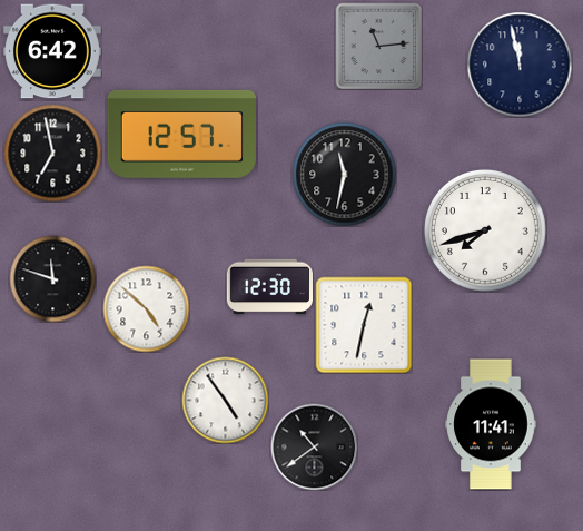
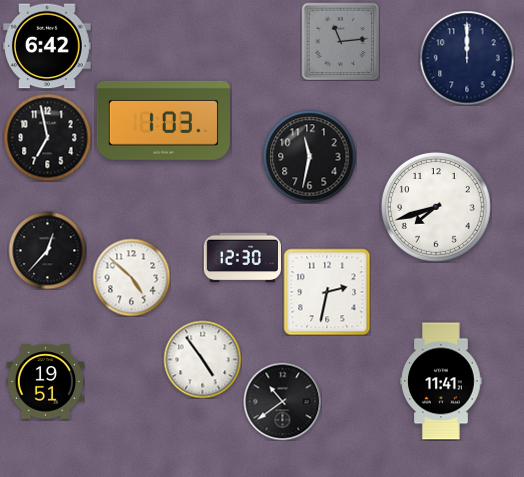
clock at (520, 65): 11:58 -> 12:00
clock at (181, 134): 12:57 -> 1:03
clock at (52, 278): 11:48 -> 12:37
clock at (364, 325): 12:32 -> 2:32
clock at (45, 382): none -> 19:51
